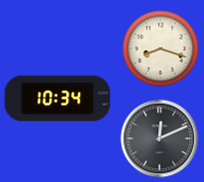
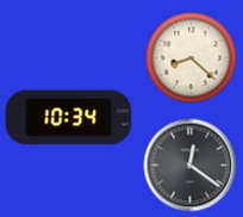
clock at (161, 49): 8:18 -> 8:22
clock at (160, 139): 12:11 -> 12:21
